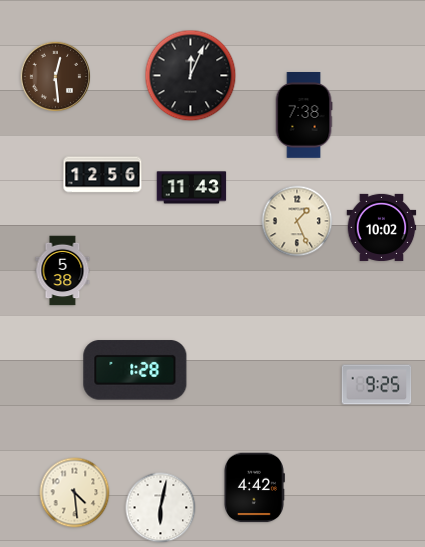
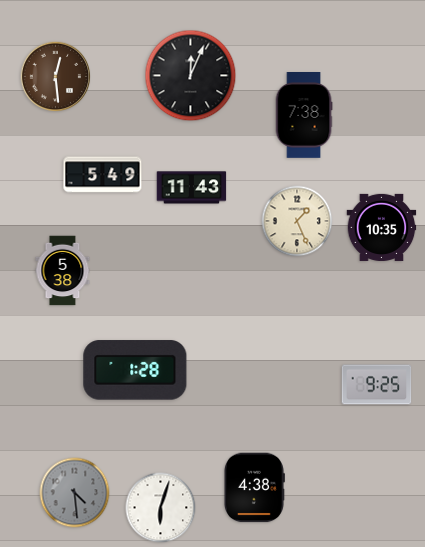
clock at (103, 175): 12:56 -> 5:49
clock at (382, 227): 10:02 -> 10:35
clock at (254, 488): 4:42 -> 4:38
clock at (75, 493) dial: cream -> grey
clock at (161, 508): 6:02 -> 6:03
